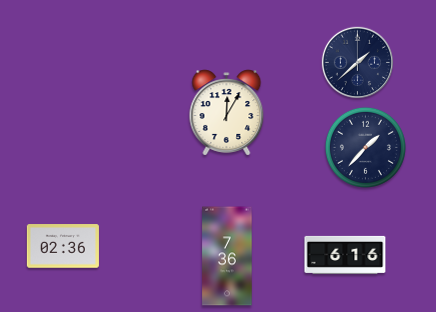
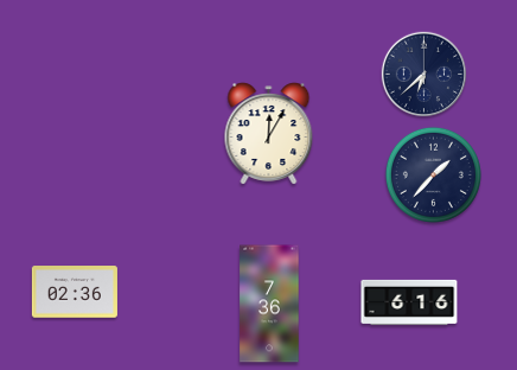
clock at (358, 63): 1:38 -> 6:38
